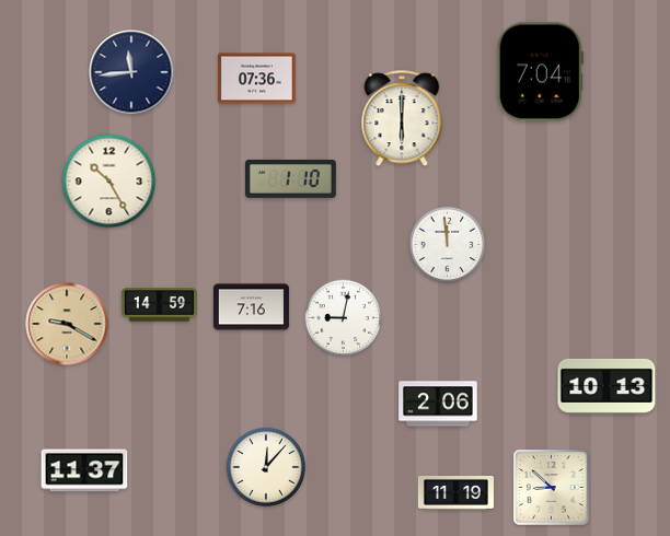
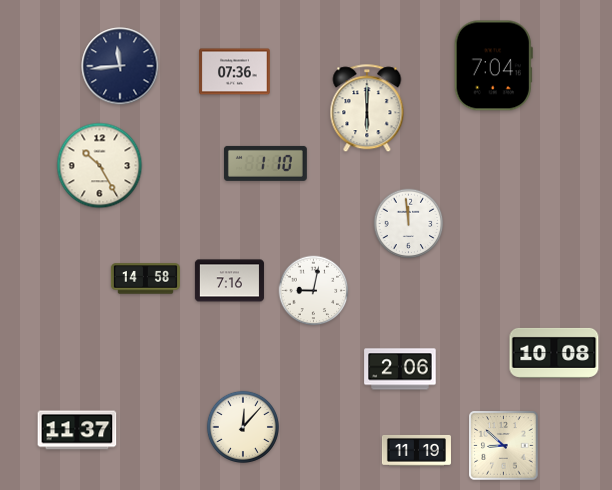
clock at (159, 305): 14:59 -> 14:58
clock at (67, 324): 9:20 -> none
clock at (607, 386): 10:13 -> 10:08
